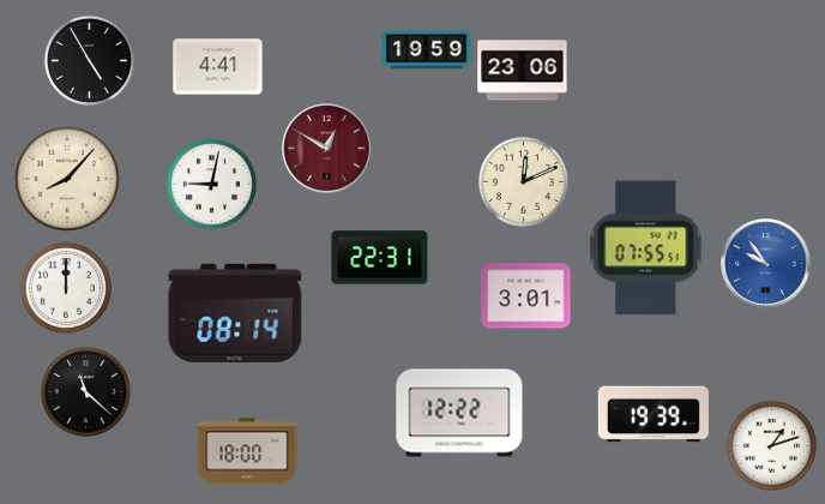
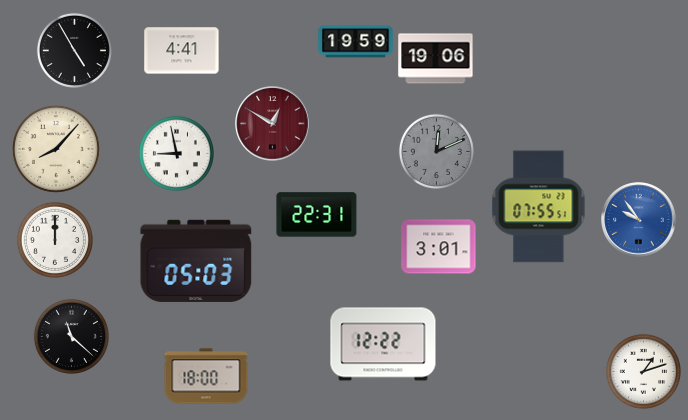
clock at (218, 67) position: (218, 67) -> (182, 51)
clock at (523, 71): 23:06 -> 19:06
clock at (523, 181) dial: cream -> grey
clock at (211, 184): 9:02 -> 8:58
clock at (235, 313): 08:14 -> 05:03
clock at (85, 391) position: (85, 391) -> (71, 336)
clock at (654, 414): 19:39 -> none
